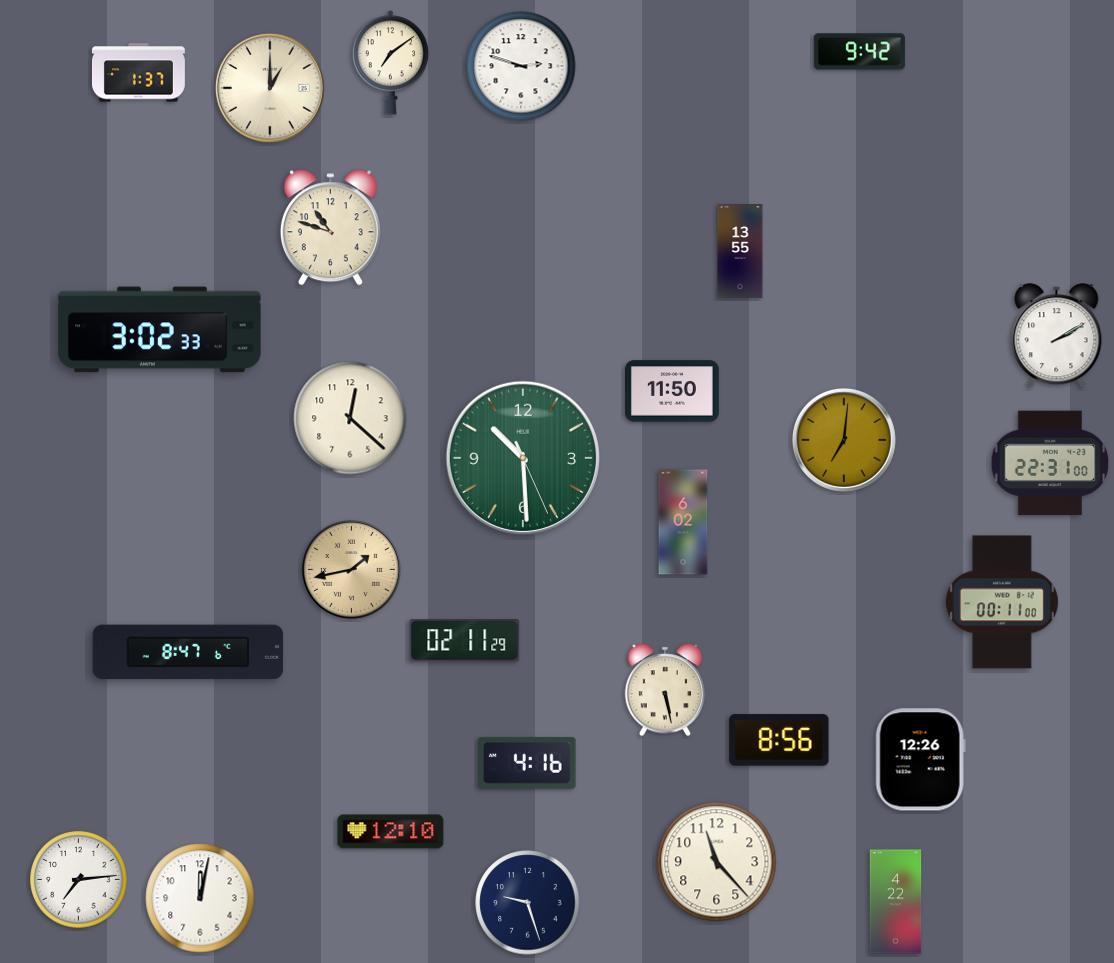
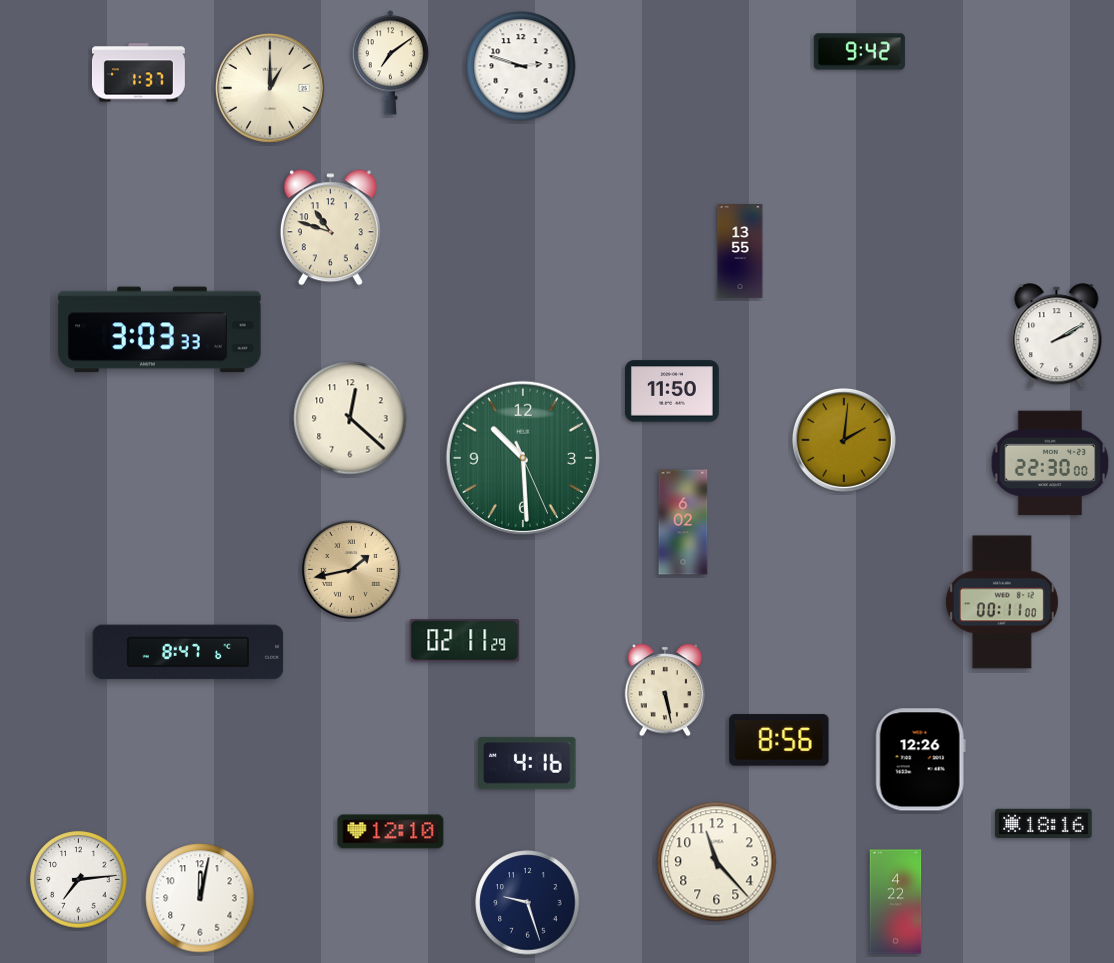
clock at (160, 330): 3:02 -> 3:03
clock at (844, 440): 7:01 -> 2:01
clock at (1050, 463): 22:31 -> 22:30
clock at (1044, 823): none -> 18:16
